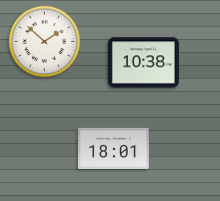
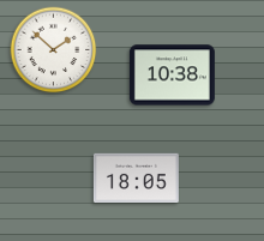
clock at (113, 148): 18:01 -> 18:05
